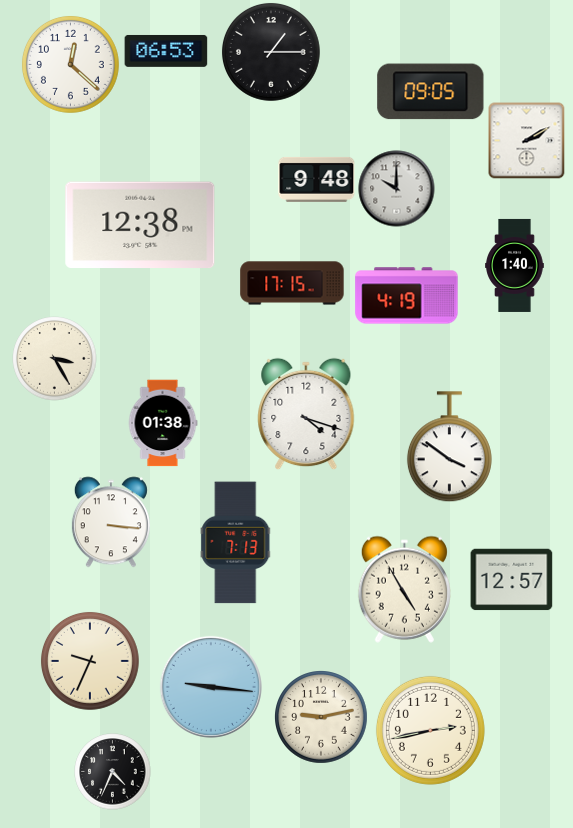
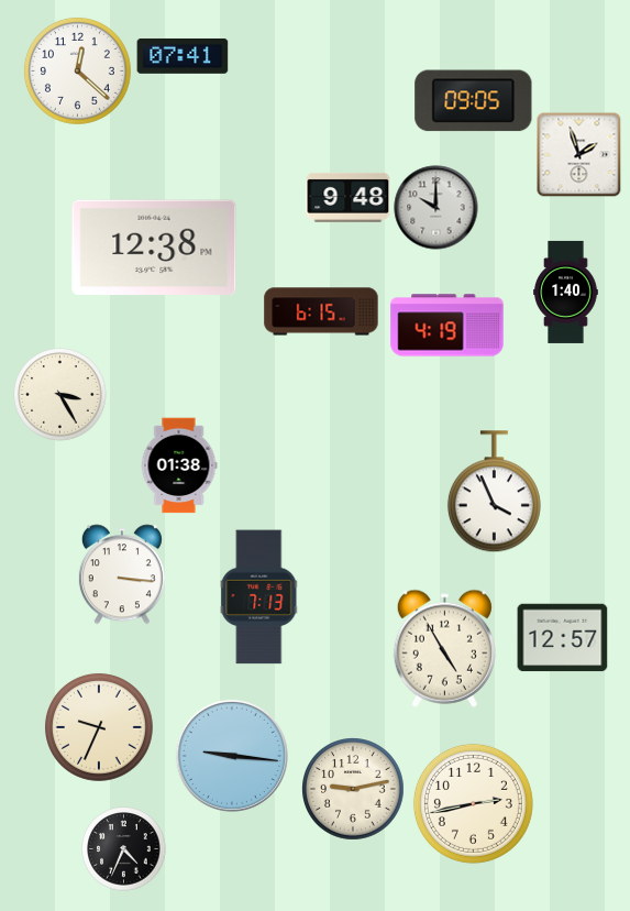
clock at (166, 51): 06:53 -> 07:41
clock at (271, 52): 1:15 -> none
clock at (527, 141): 2:10 -> 1:57
clock at (292, 283): 17:15 -> 6:15
clock at (306, 414): 4:18 -> none
clock at (449, 447): 3:51 -> 3:56
